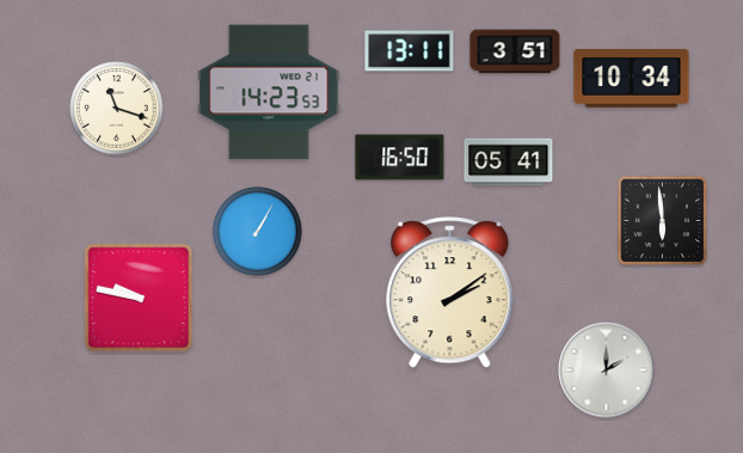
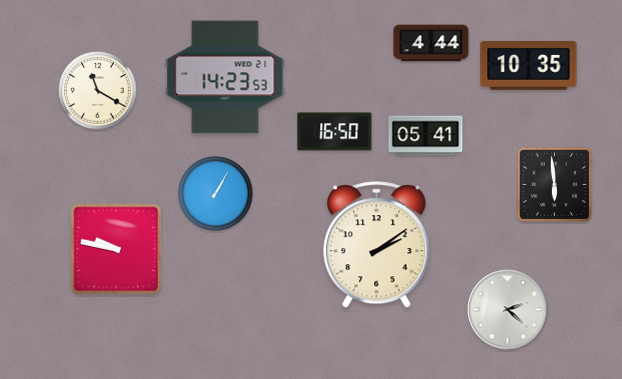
clock at (410, 51): 13:11 -> none
clock at (515, 51): 3:51 -> 4:44
clock at (632, 79): 10:34 -> 10:35
clock at (117, 109): 11:18 -> 11:20
clock at (607, 371): 2:00 -> 2:22
